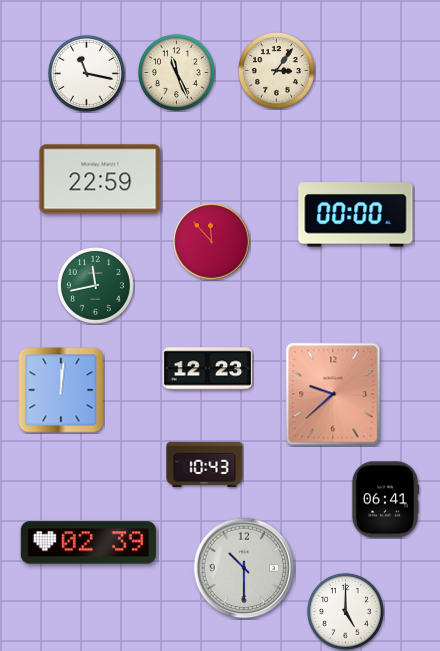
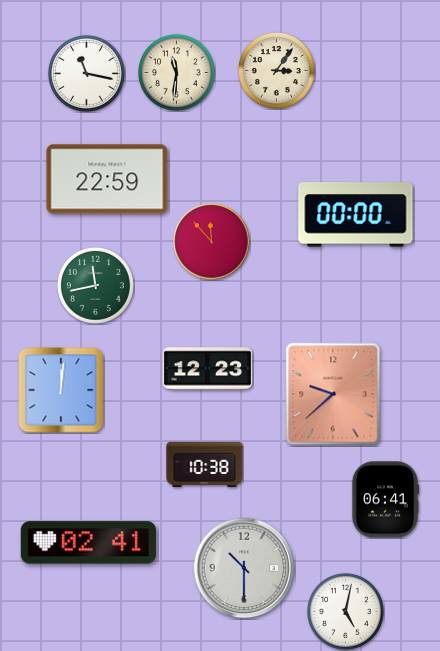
clock at (176, 72): 11:26 -> 11:31
clock at (100, 179) position: (100, 179) -> (107, 179)
clock at (205, 465): 10:43 -> 10:38
clock at (88, 543): 02:39 -> 02:41
clock at (345, 611): 5:00 -> 5:02
